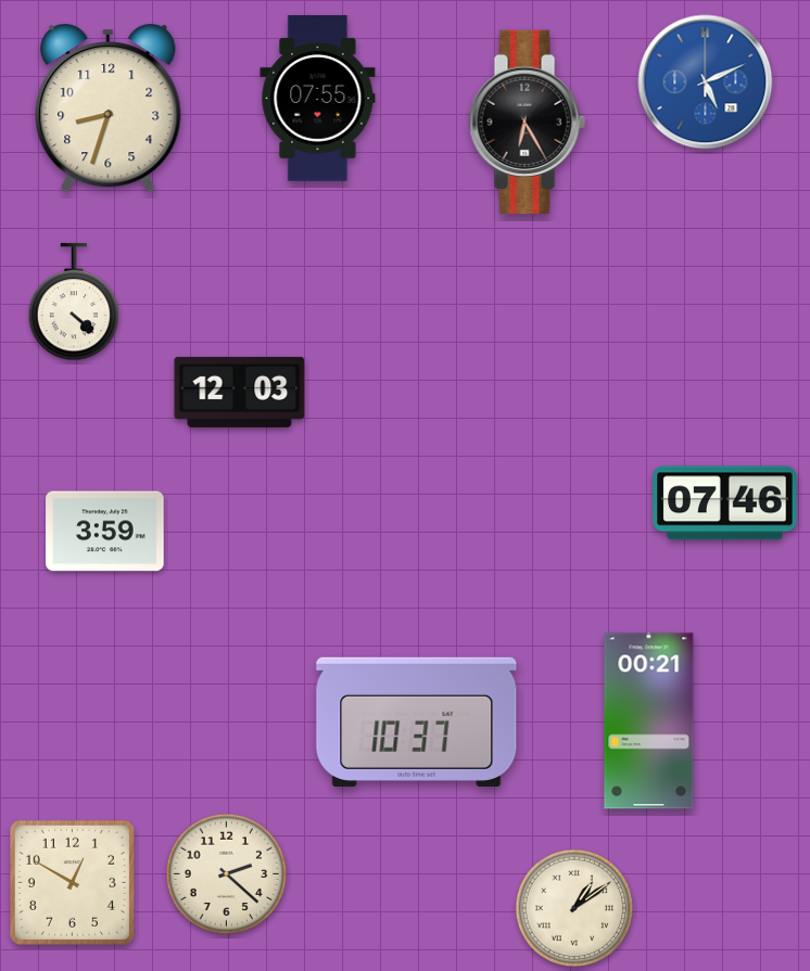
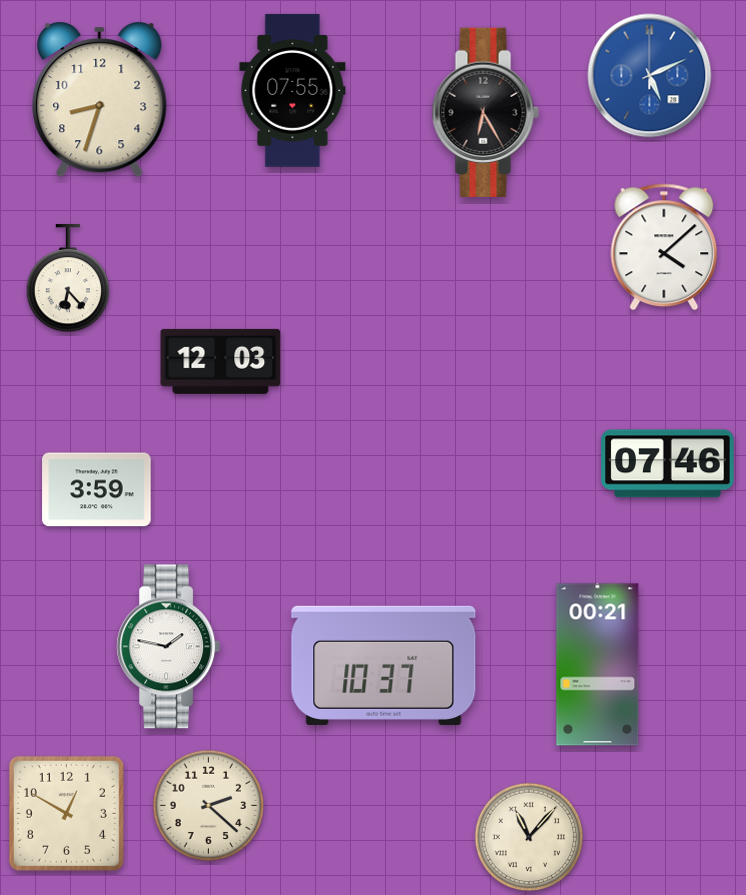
clock at (664, 247): none -> 4:08
clock at (74, 303): 4:22 -> 6:23
clock at (169, 647): none -> 1:47
clock at (574, 908): 1:09 -> 11:07
